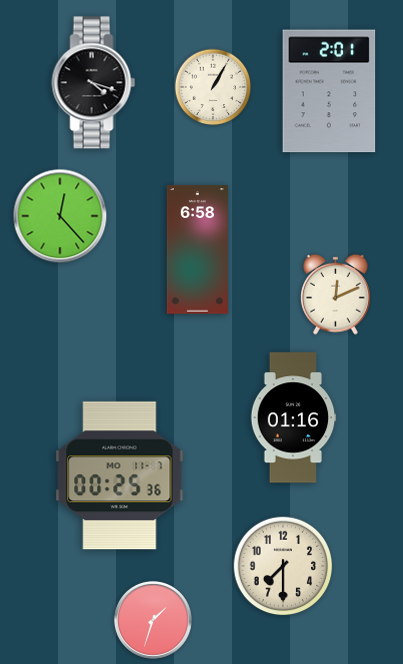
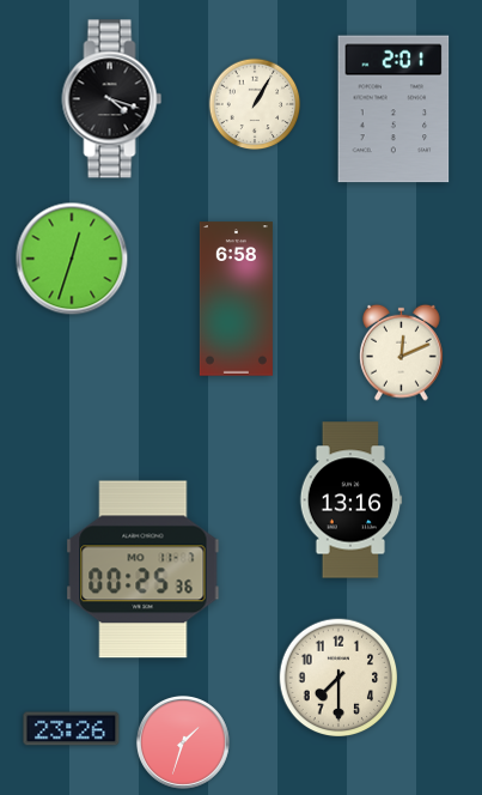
clock at (60, 216): 12:23 -> 12:33
clock at (293, 418): 01:16 -> 13:16
clock at (72, 729): none -> 23:26
